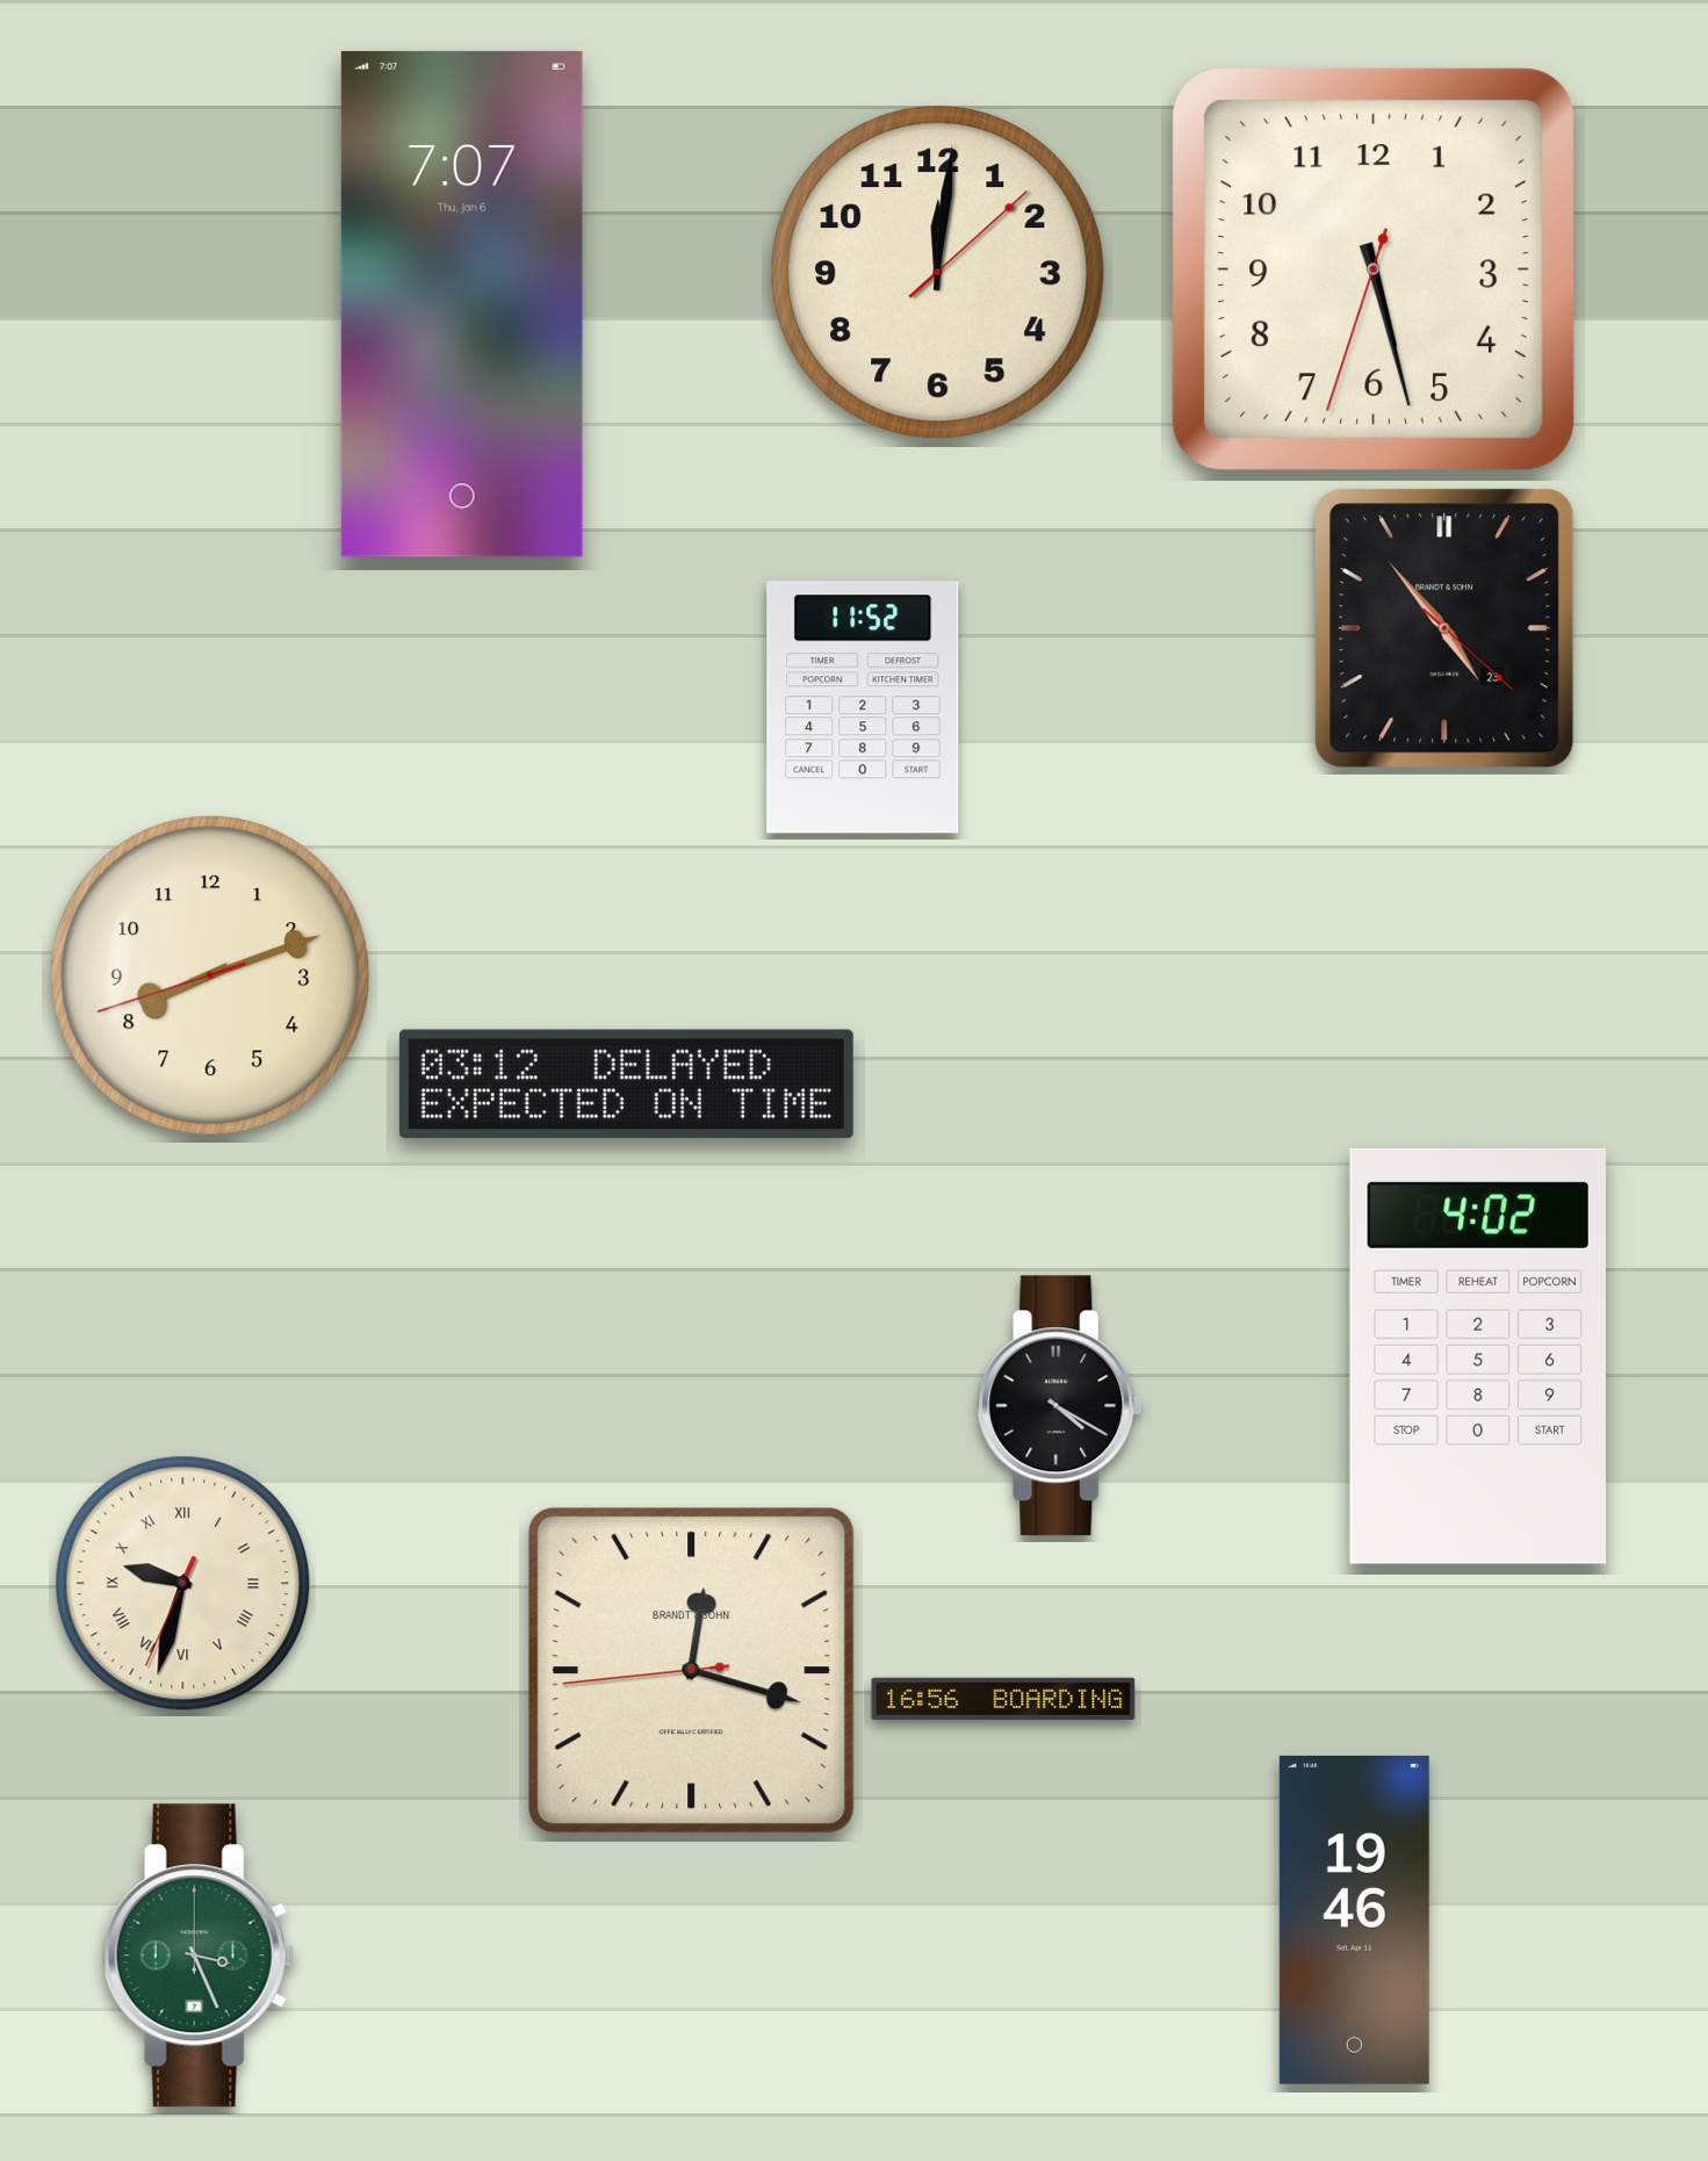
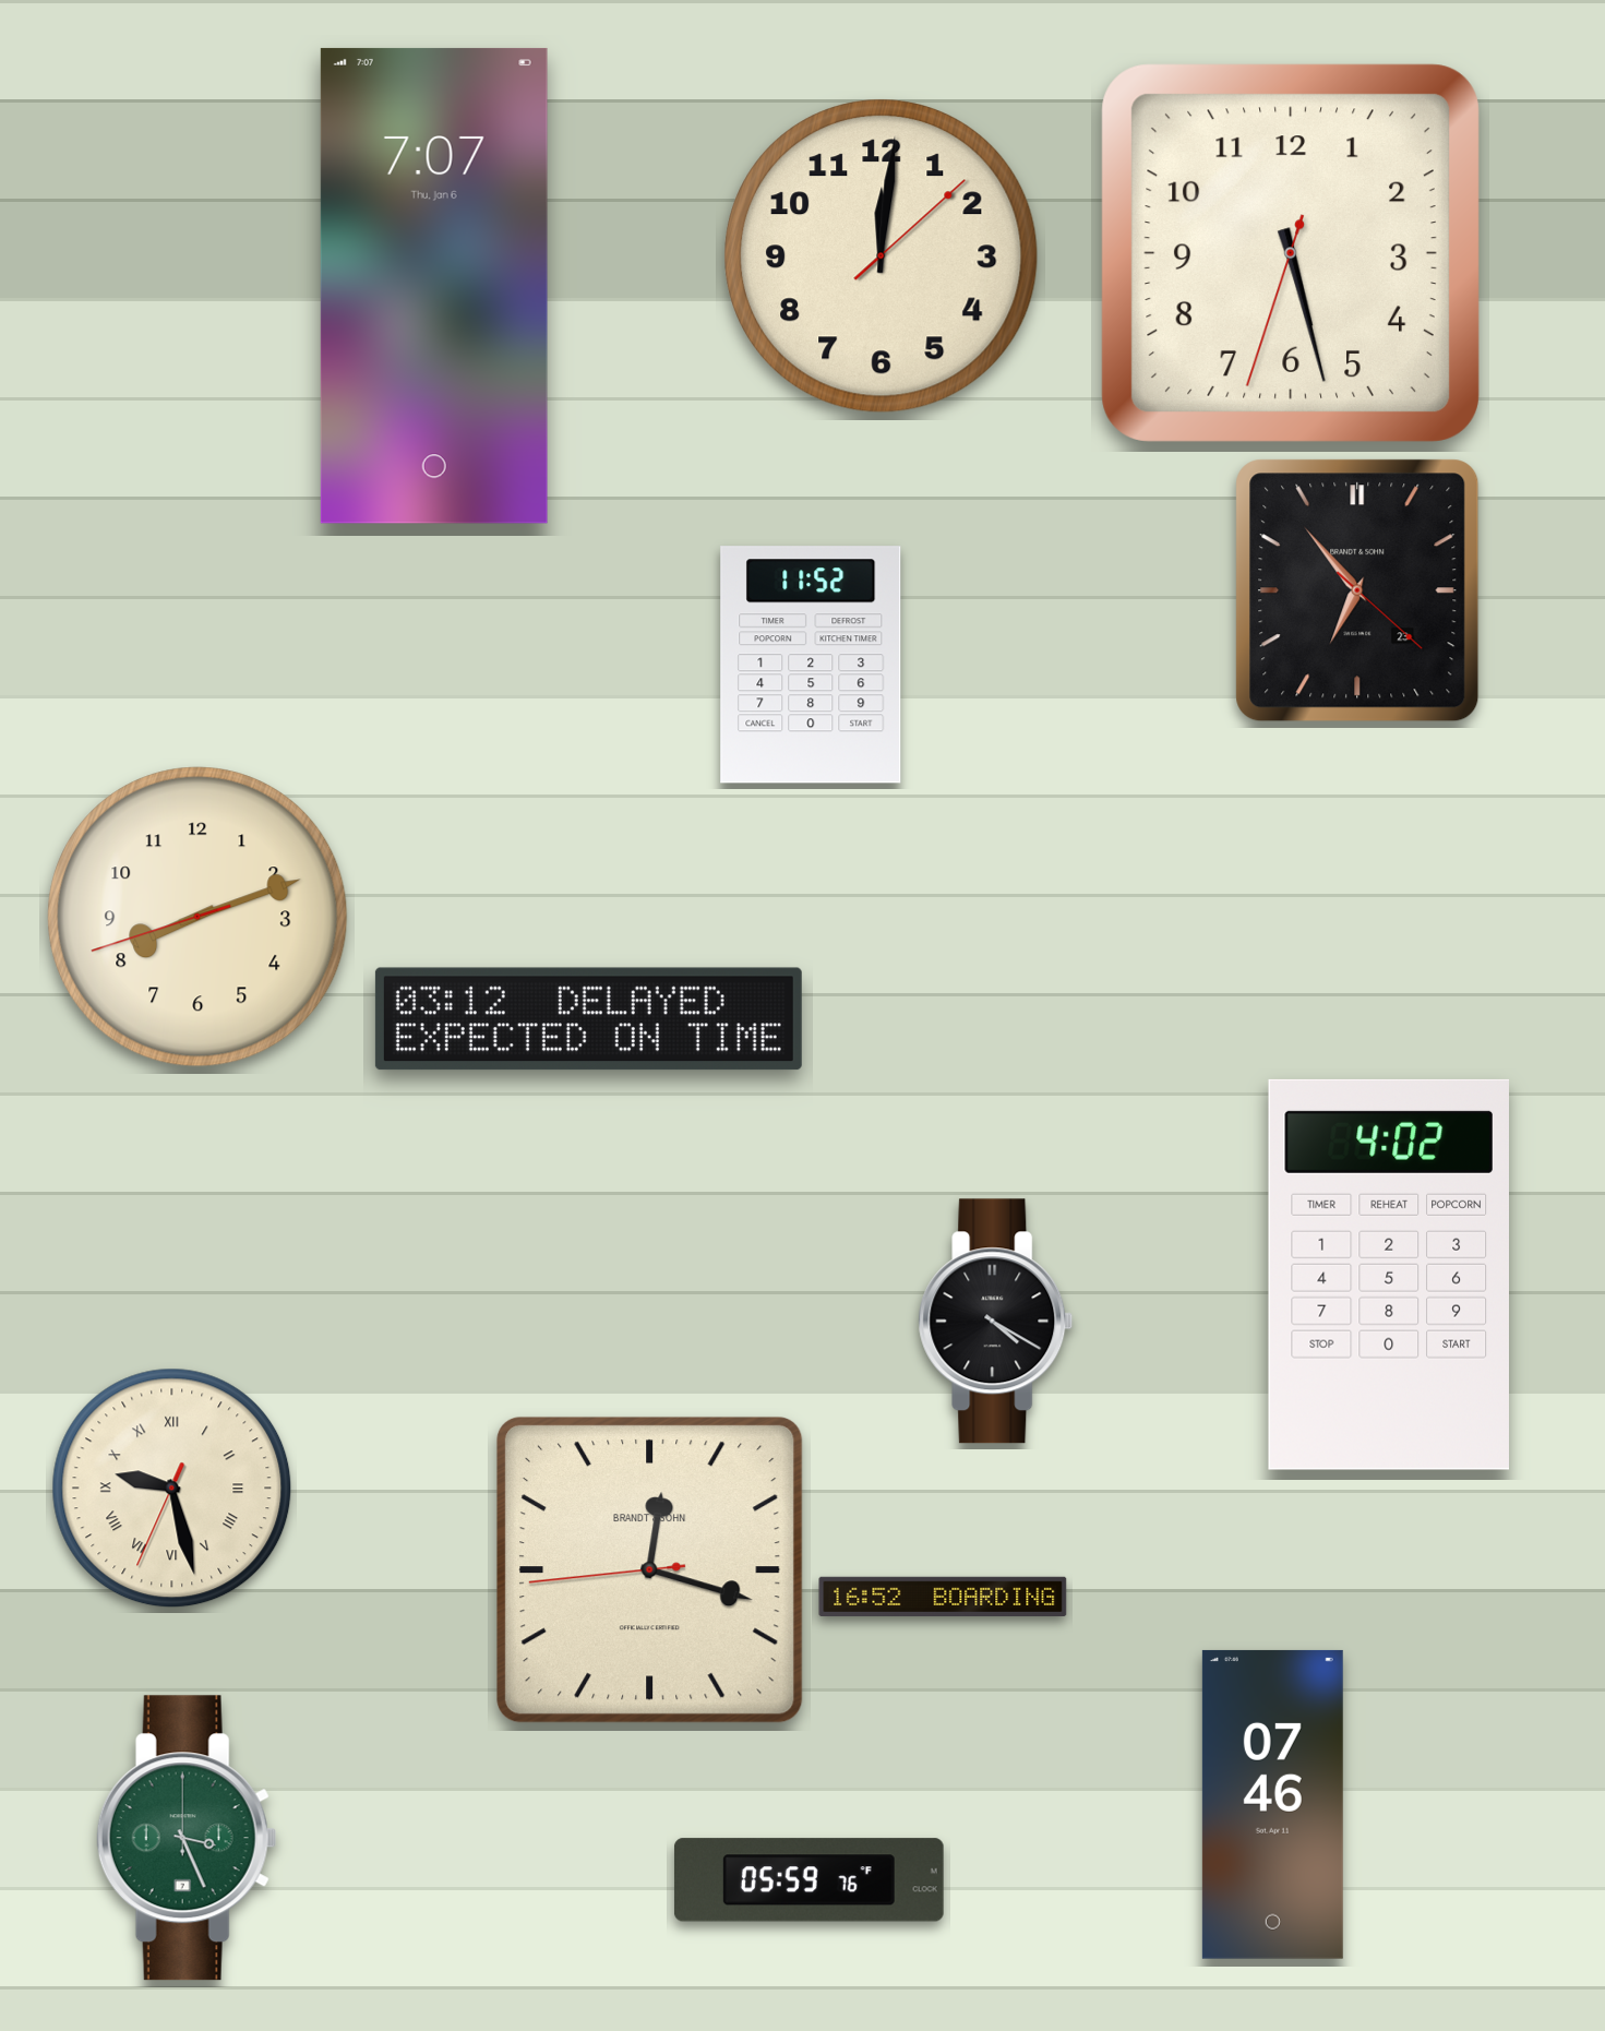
clock at (1444, 628): 4:53 -> 6:53
clock at (183, 1584): 9:32 -> 9:27
clock at (1003, 1699): 16:56 -> 16:52
clock at (1354, 1919): 19:46 -> 07:46
clock at (809, 1880): none -> 05:59
